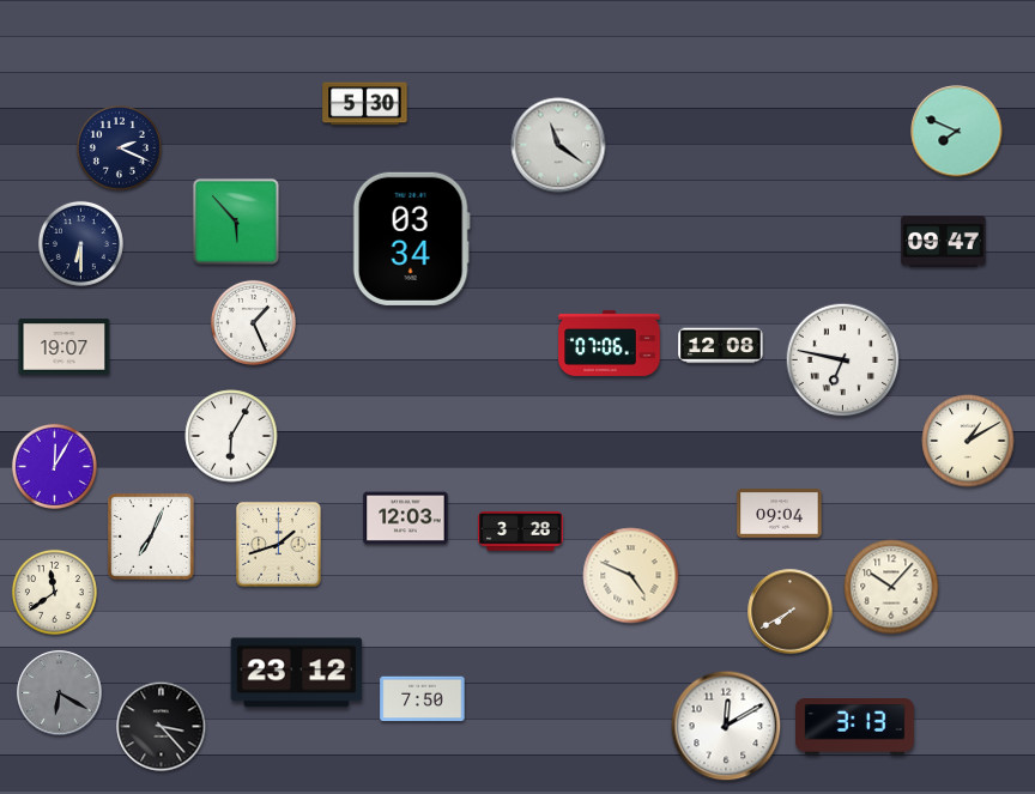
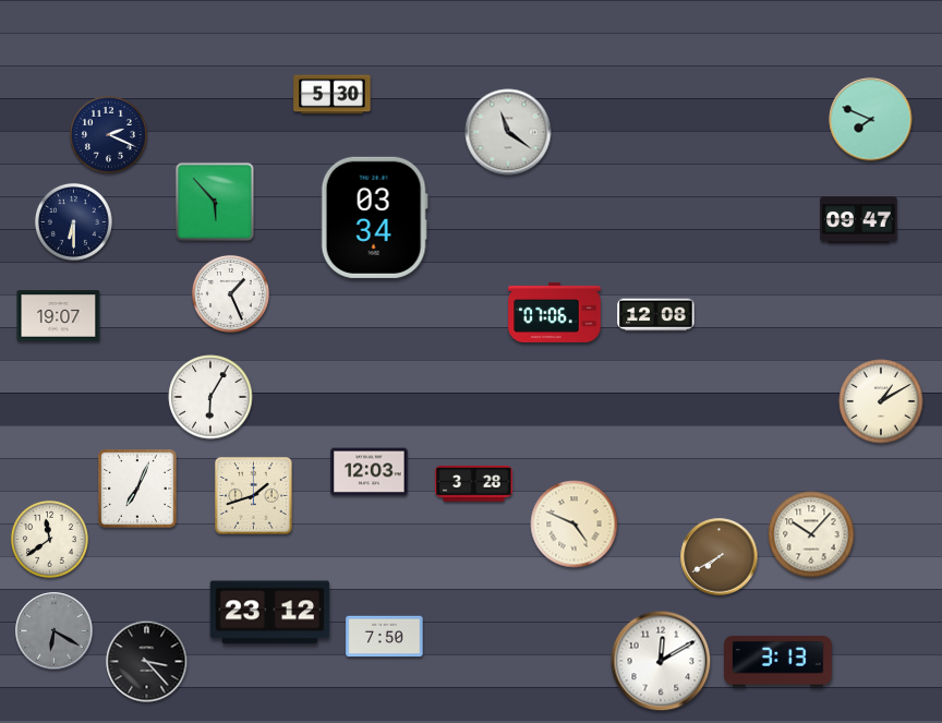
clock at (843, 360): 6:47 -> none
clock at (54, 466): 12:05 -> none
clock at (780, 514): 09:04 -> none
